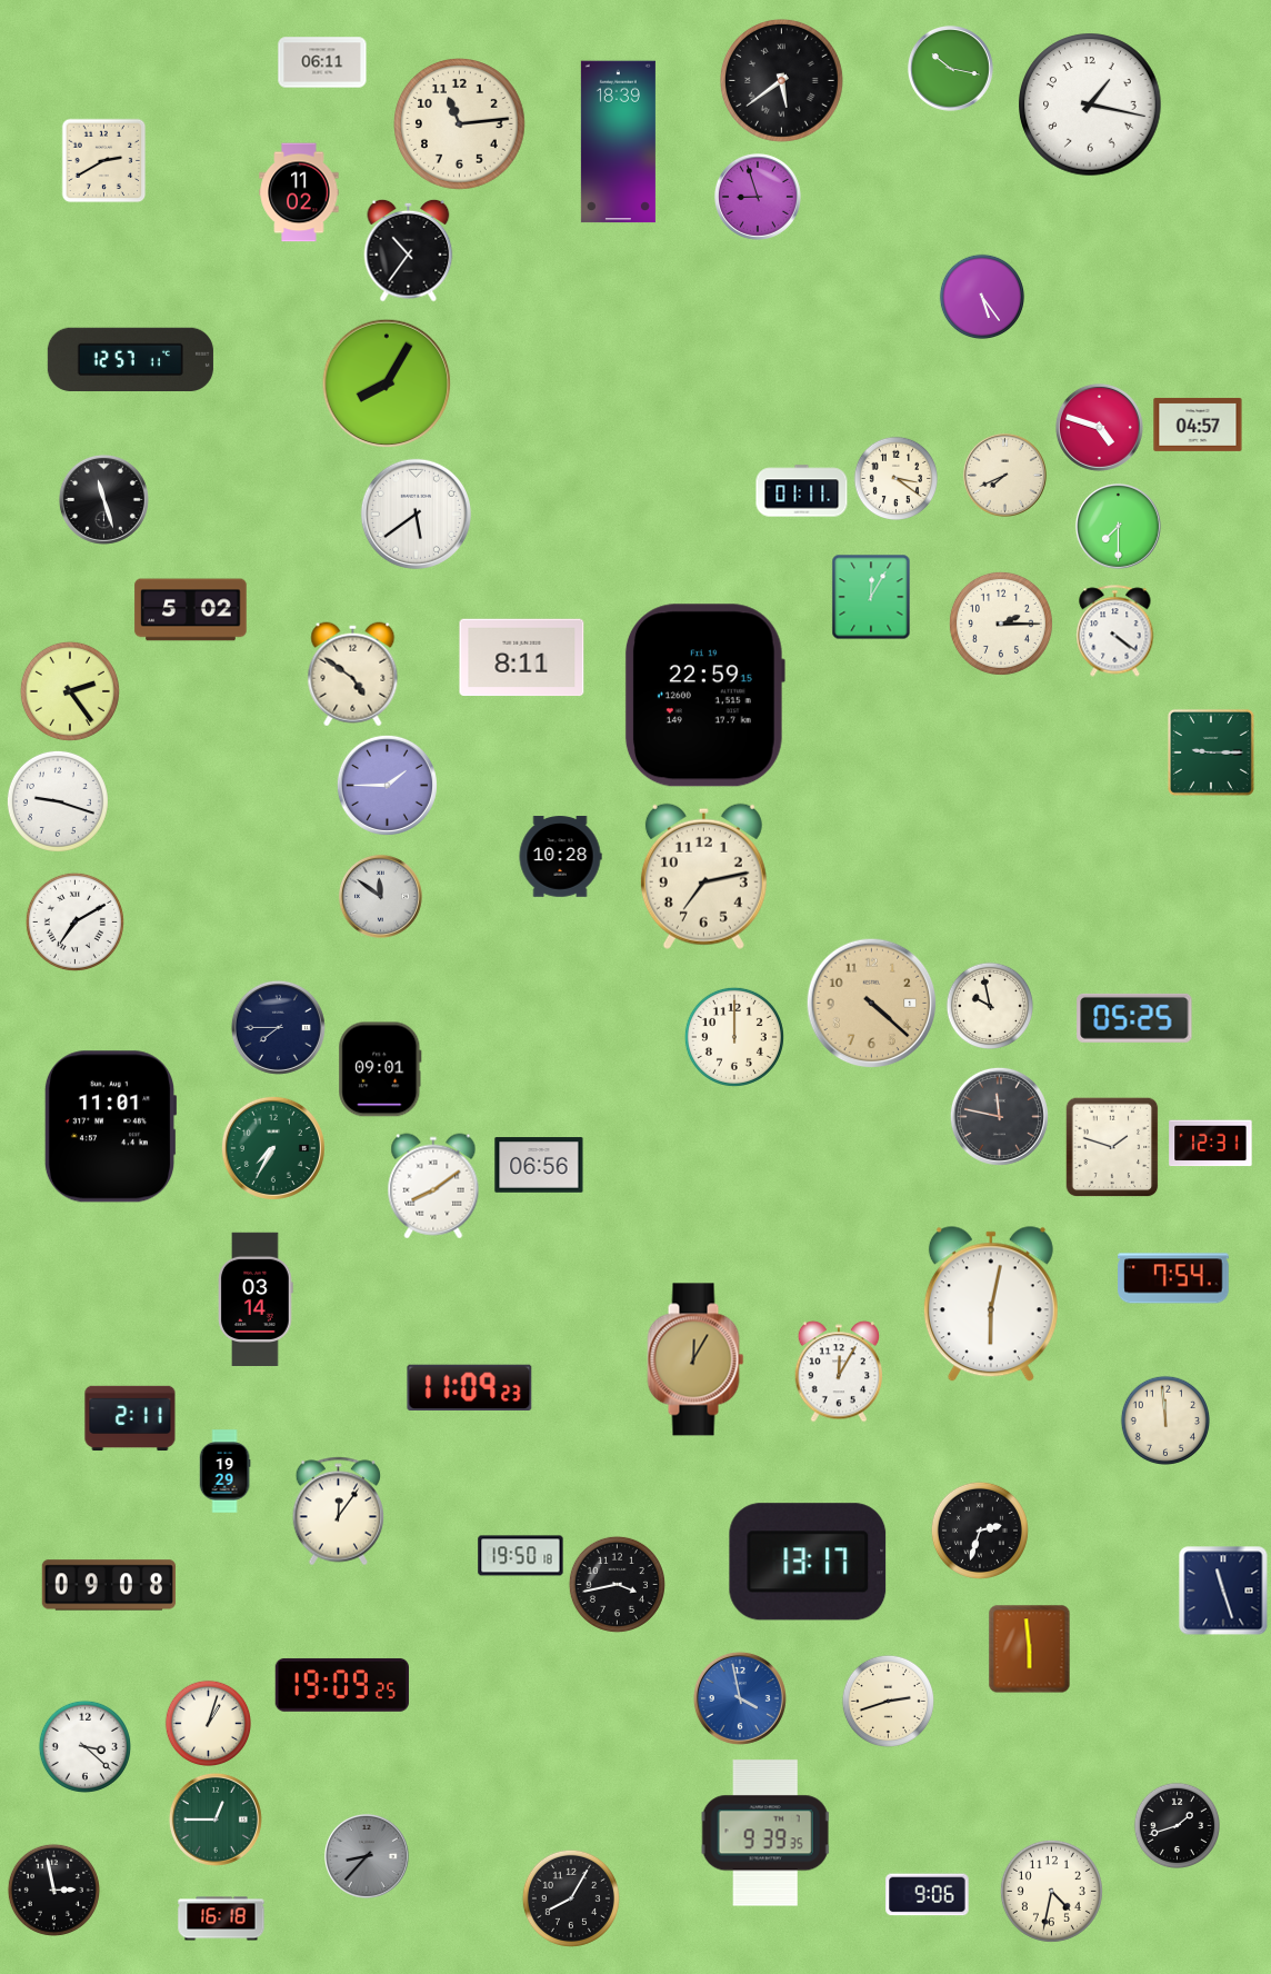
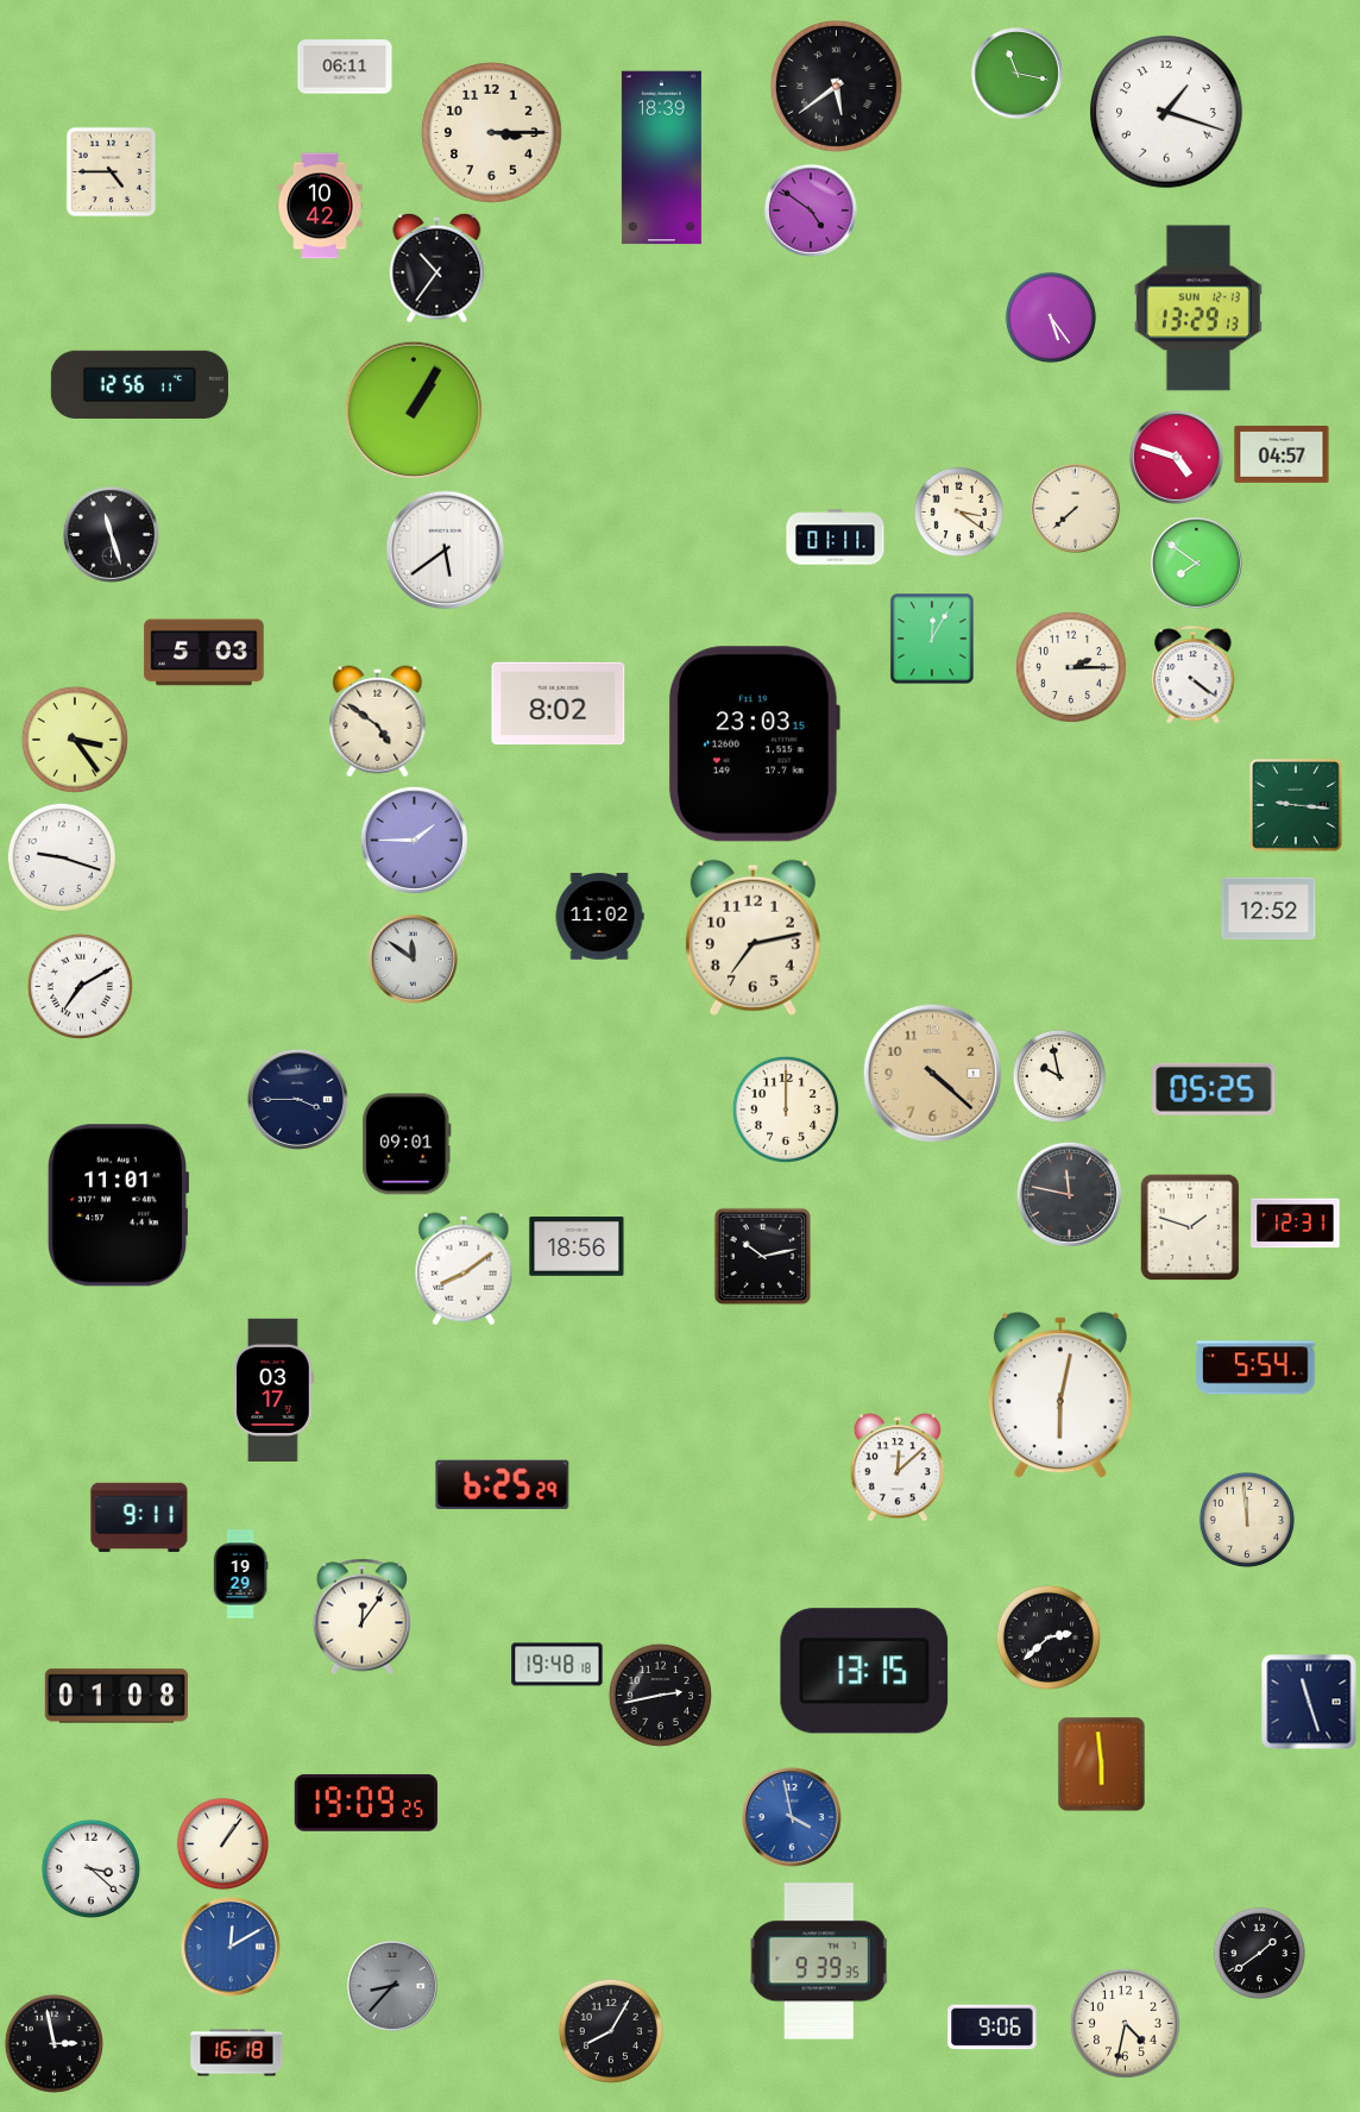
clock at (950, 68): 10:17 -> 11:17
clock at (1090, 104): 1:17 -> 1:18
clock at (460, 124): 11:14 -> 3:15
clock at (618, 142) position: (618, 142) -> (661, 158)
clock at (104, 161): 2:40 -> 4:45
clock at (299, 192): 11:02 -> 10:42
clock at (758, 197): 8:57 -> 4:51
clock at (1198, 308): none -> 13:29
clock at (130, 359): 12:57 -> 12:56
clock at (387, 383): 8:05 -> 1:05
clock at (1004, 475): 7:41 -> 7:38
clock at (802, 491) position: (802, 491) -> (836, 538)
clock at (1118, 526): 7:30 -> 7:51
clock at (191, 610): 5:02 -> 5:03
clock at (522, 658): 8:11 -> 8:02
clock at (70, 691): 2:24 -> 3:24
clock at (704, 696): 22:59 -> 23:03
clock at (1211, 752): 9:15 -> 9:16
clock at (1268, 909): none -> 12:52
clock at (560, 857): 10:28 -> 11:02
clock at (380, 896) position: (380, 896) -> (413, 958)
clock at (278, 1027): 7:45 -> 3:45
clock at (273, 1148): 7:35 -> none
clock at (539, 1165): 06:56 -> 18:56
clock at (763, 1257): none -> 10:13
clock at (1173, 1278): 7:54 -> 5:54
clock at (256, 1298): 03:14 -> 03:17
clock at (695, 1359): 12:05 -> none
clock at (838, 1372): 12:05 -> 12:08
clock at (470, 1388): 11:09 -> 6:25
clock at (130, 1418): 2:11 -> 9:11
clock at (980, 1531): 2:33 -> 2:38
clock at (521, 1556): 19:50 -> 19:48
clock at (808, 1562): 13:17 -> 13:15
clock at (617, 1584): 3:43 -> 2:43
clock at (108, 1585): 09:08 -> 01:08
clock at (888, 1701): 2:42 -> none
clock at (208, 1723): 1:03 -> 1:06
clock at (216, 1820): 12:45 -> 12:10
clock at (216, 1820) dial: green -> blue
clock at (1177, 1825): 1:42 -> 1:39
clock at (53, 1890) position: (53, 1890) -> (53, 2043)
